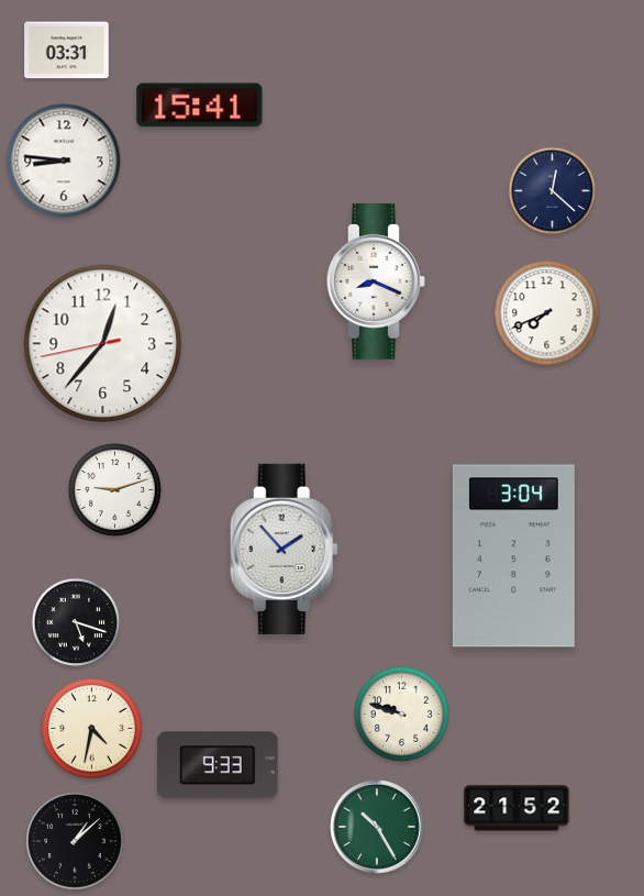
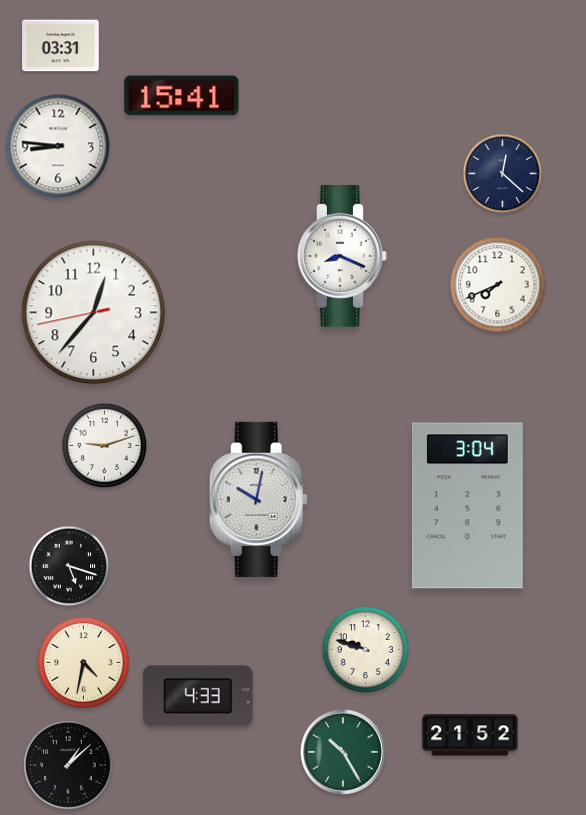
clock at (284, 549): 1:53 -> 10:02
clock at (218, 765): 9:33 -> 4:33
